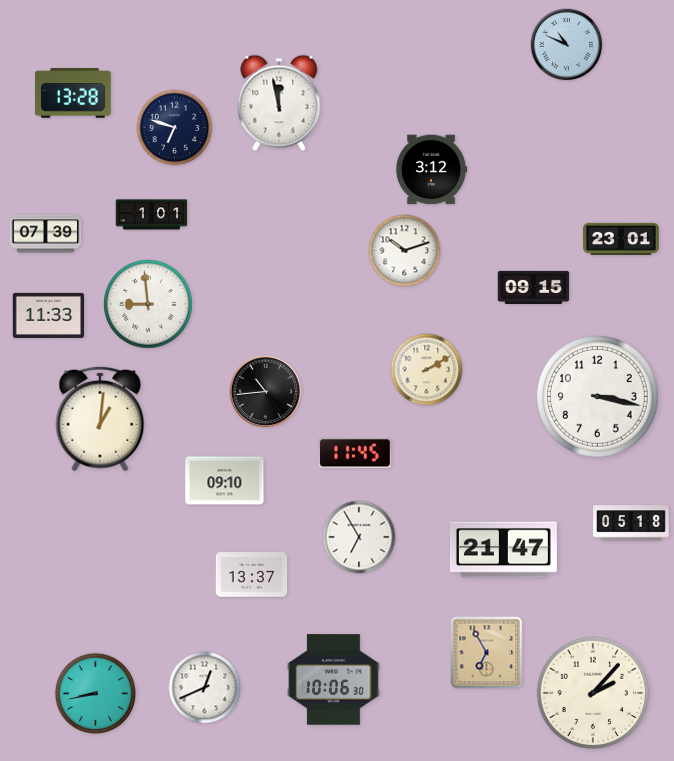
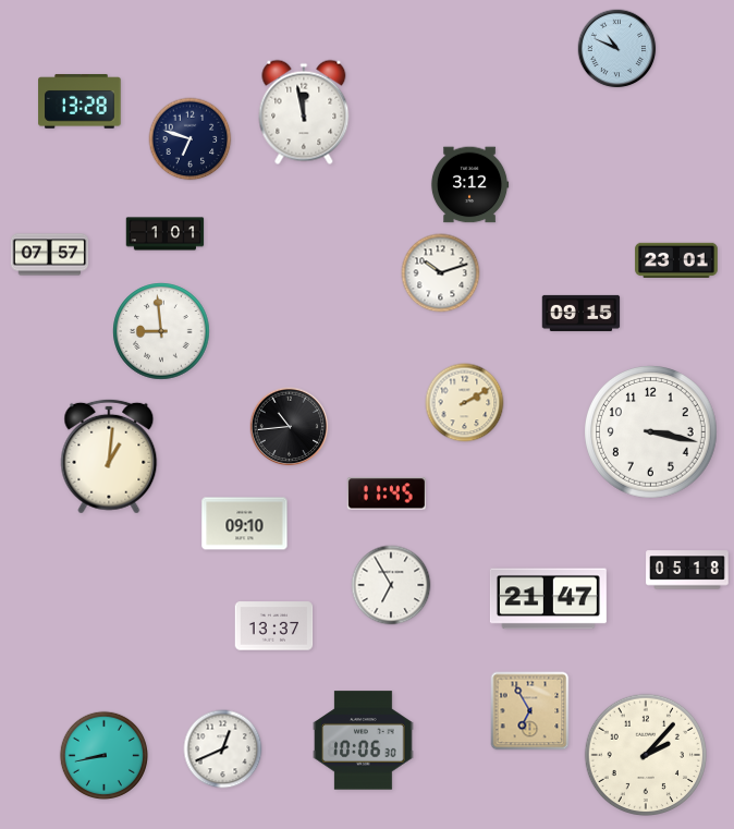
clock at (46, 234): 07:39 -> 07:57
clock at (49, 315): 11:33 -> none
